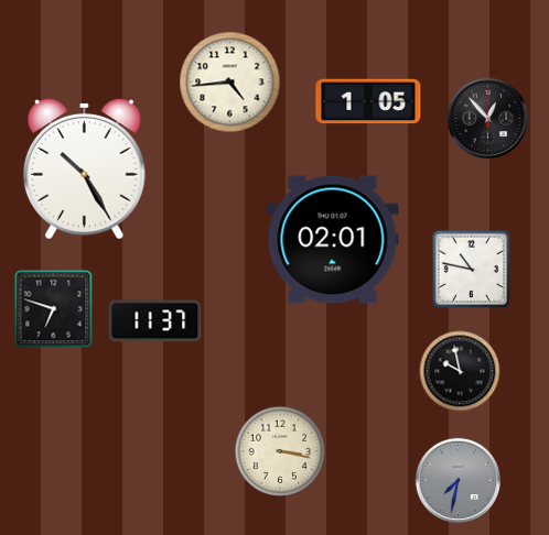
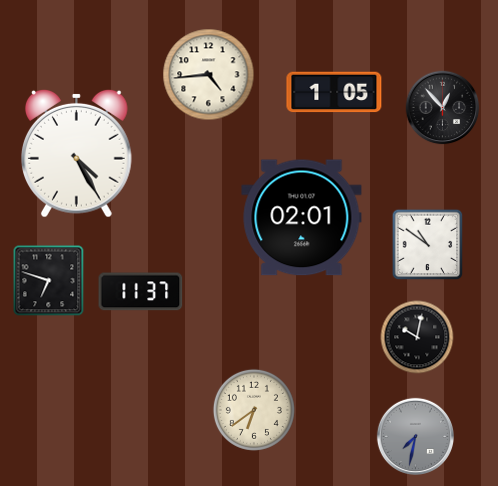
clock at (85, 168): 10:25 -> 4:25
clock at (472, 270): 10:47 -> 10:51
clock at (460, 371): 9:58 -> 10:02
clock at (280, 451): 3:17 -> 6:39
